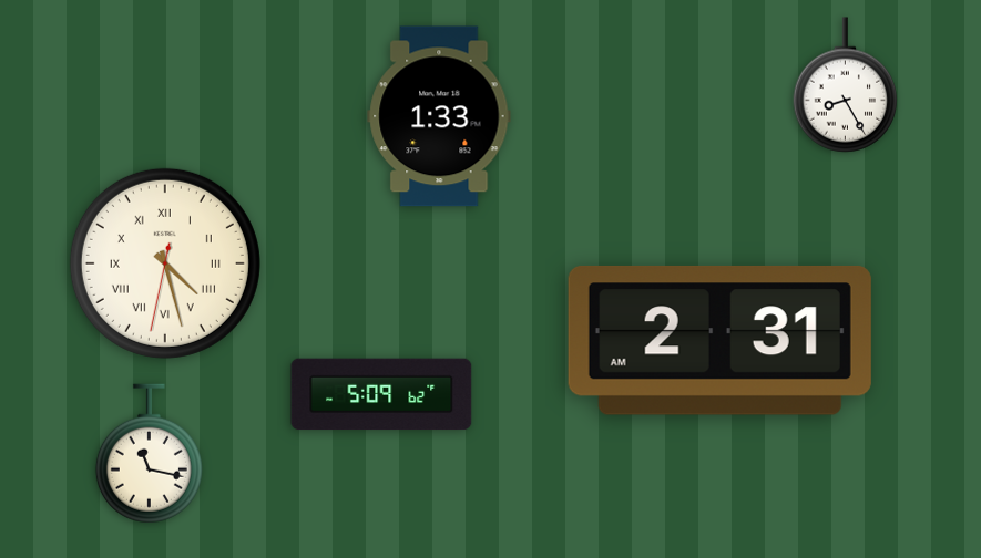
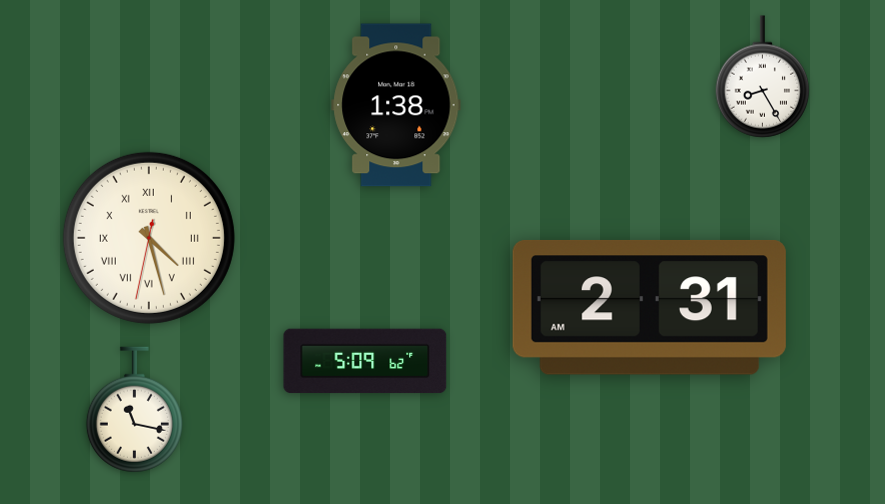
clock at (439, 116): 1:33 -> 1:38
clock at (381, 394) position: (381, 394) -> (365, 361)
